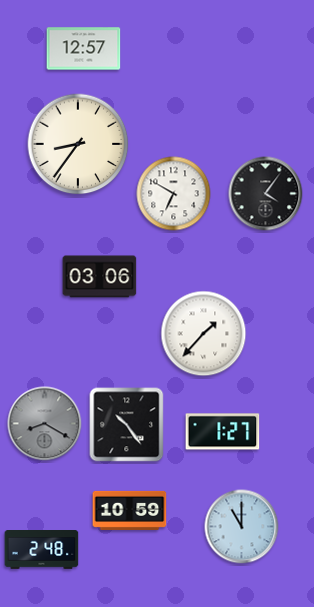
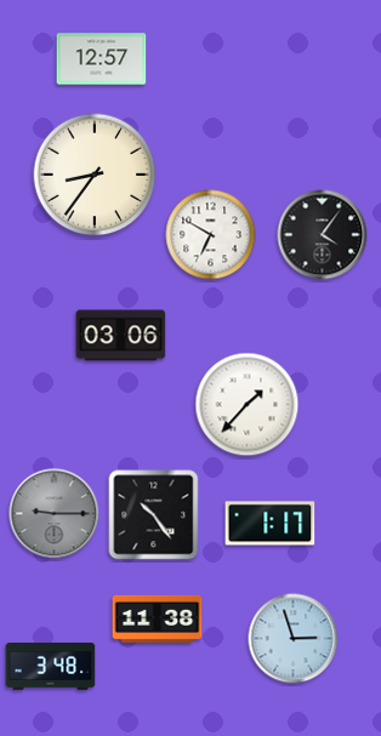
clock at (45, 424): 8:20 -> 9:15
clock at (223, 432): 1:27 -> 1:17
clock at (130, 510): 10:59 -> 11:38
clock at (242, 527): 11:00 -> 2:57
clock at (42, 550): 2:48 -> 3:48
